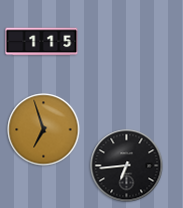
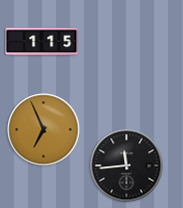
clock at (44, 130): 6:57 -> 6:56
clock at (127, 166): 6:44 -> 11:44
